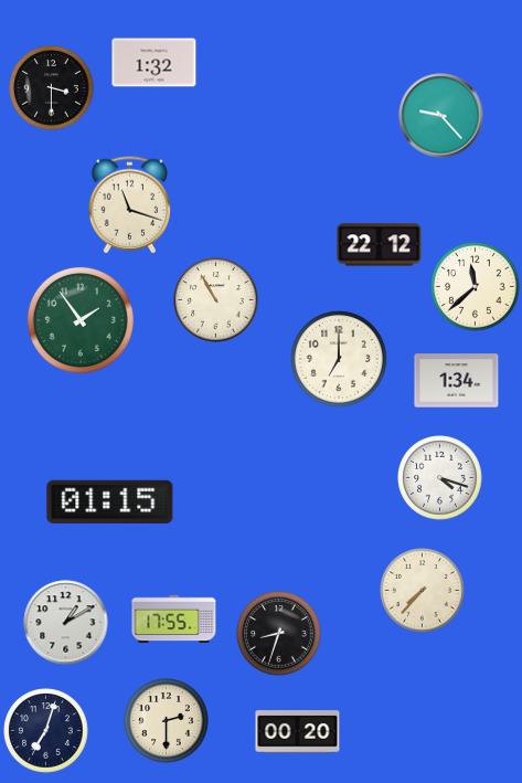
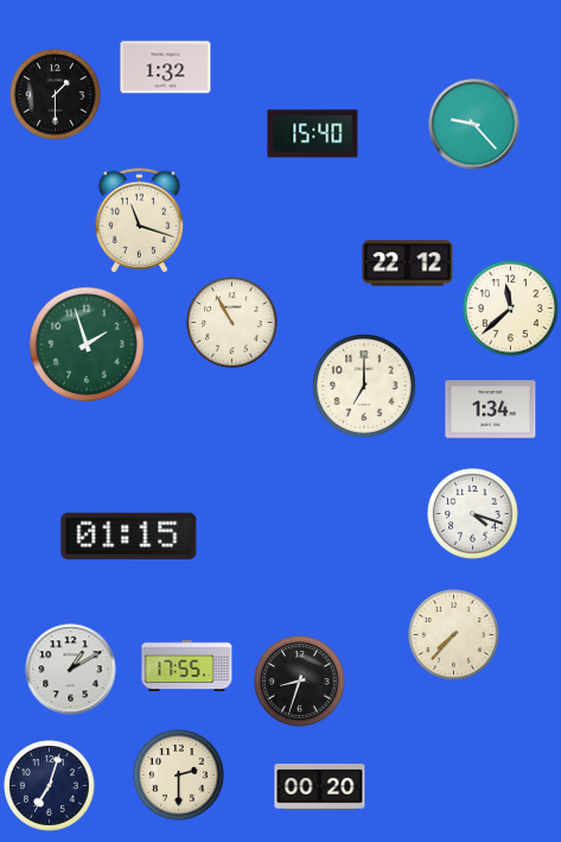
clock at (52, 88): 3:30 -> 1:30
clock at (313, 134): none -> 15:40
clock at (81, 320): 1:54 -> 1:57
clock at (110, 501) position: (110, 501) -> (129, 536)
